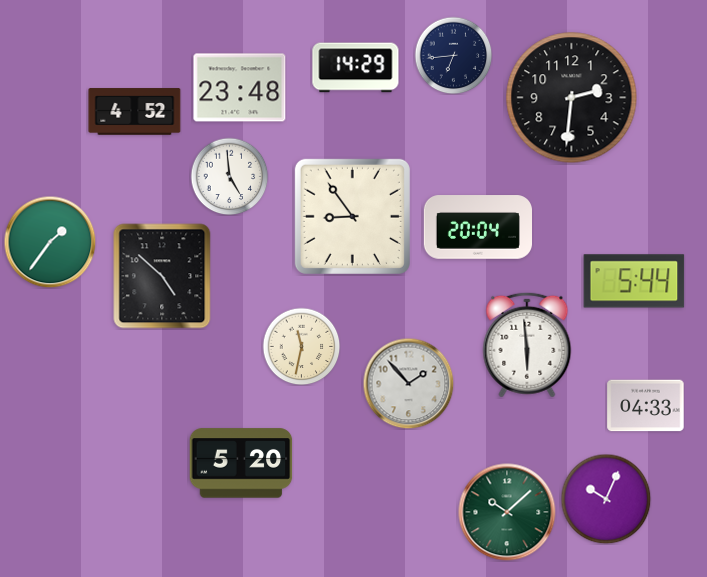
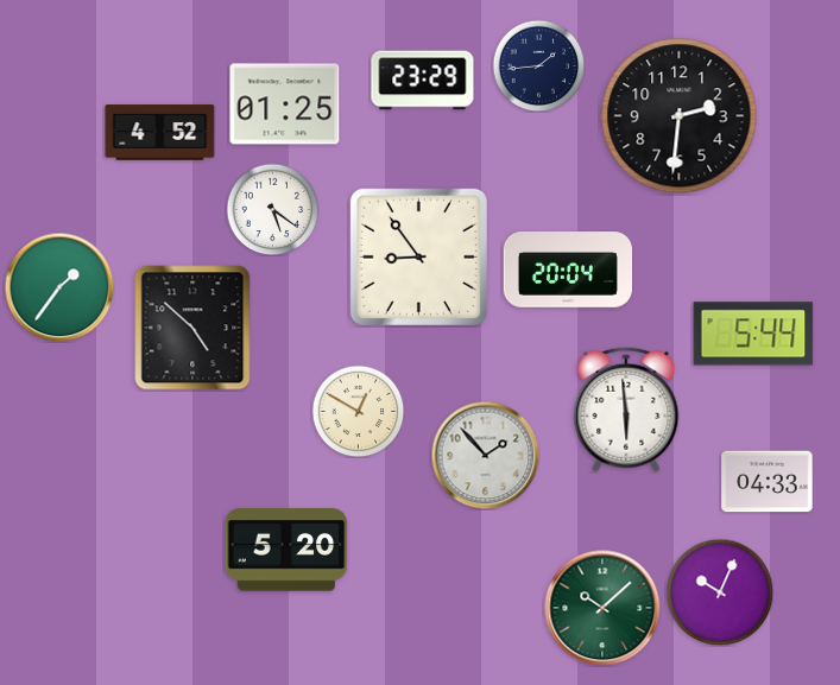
clock at (453, 55): 6:44 -> 1:44
clock at (356, 68): 14:29 -> 23:29
clock at (240, 88): 23:48 -> 01:25
clock at (229, 176): 4:59 -> 5:21
clock at (301, 346): 11:32 -> 12:50
